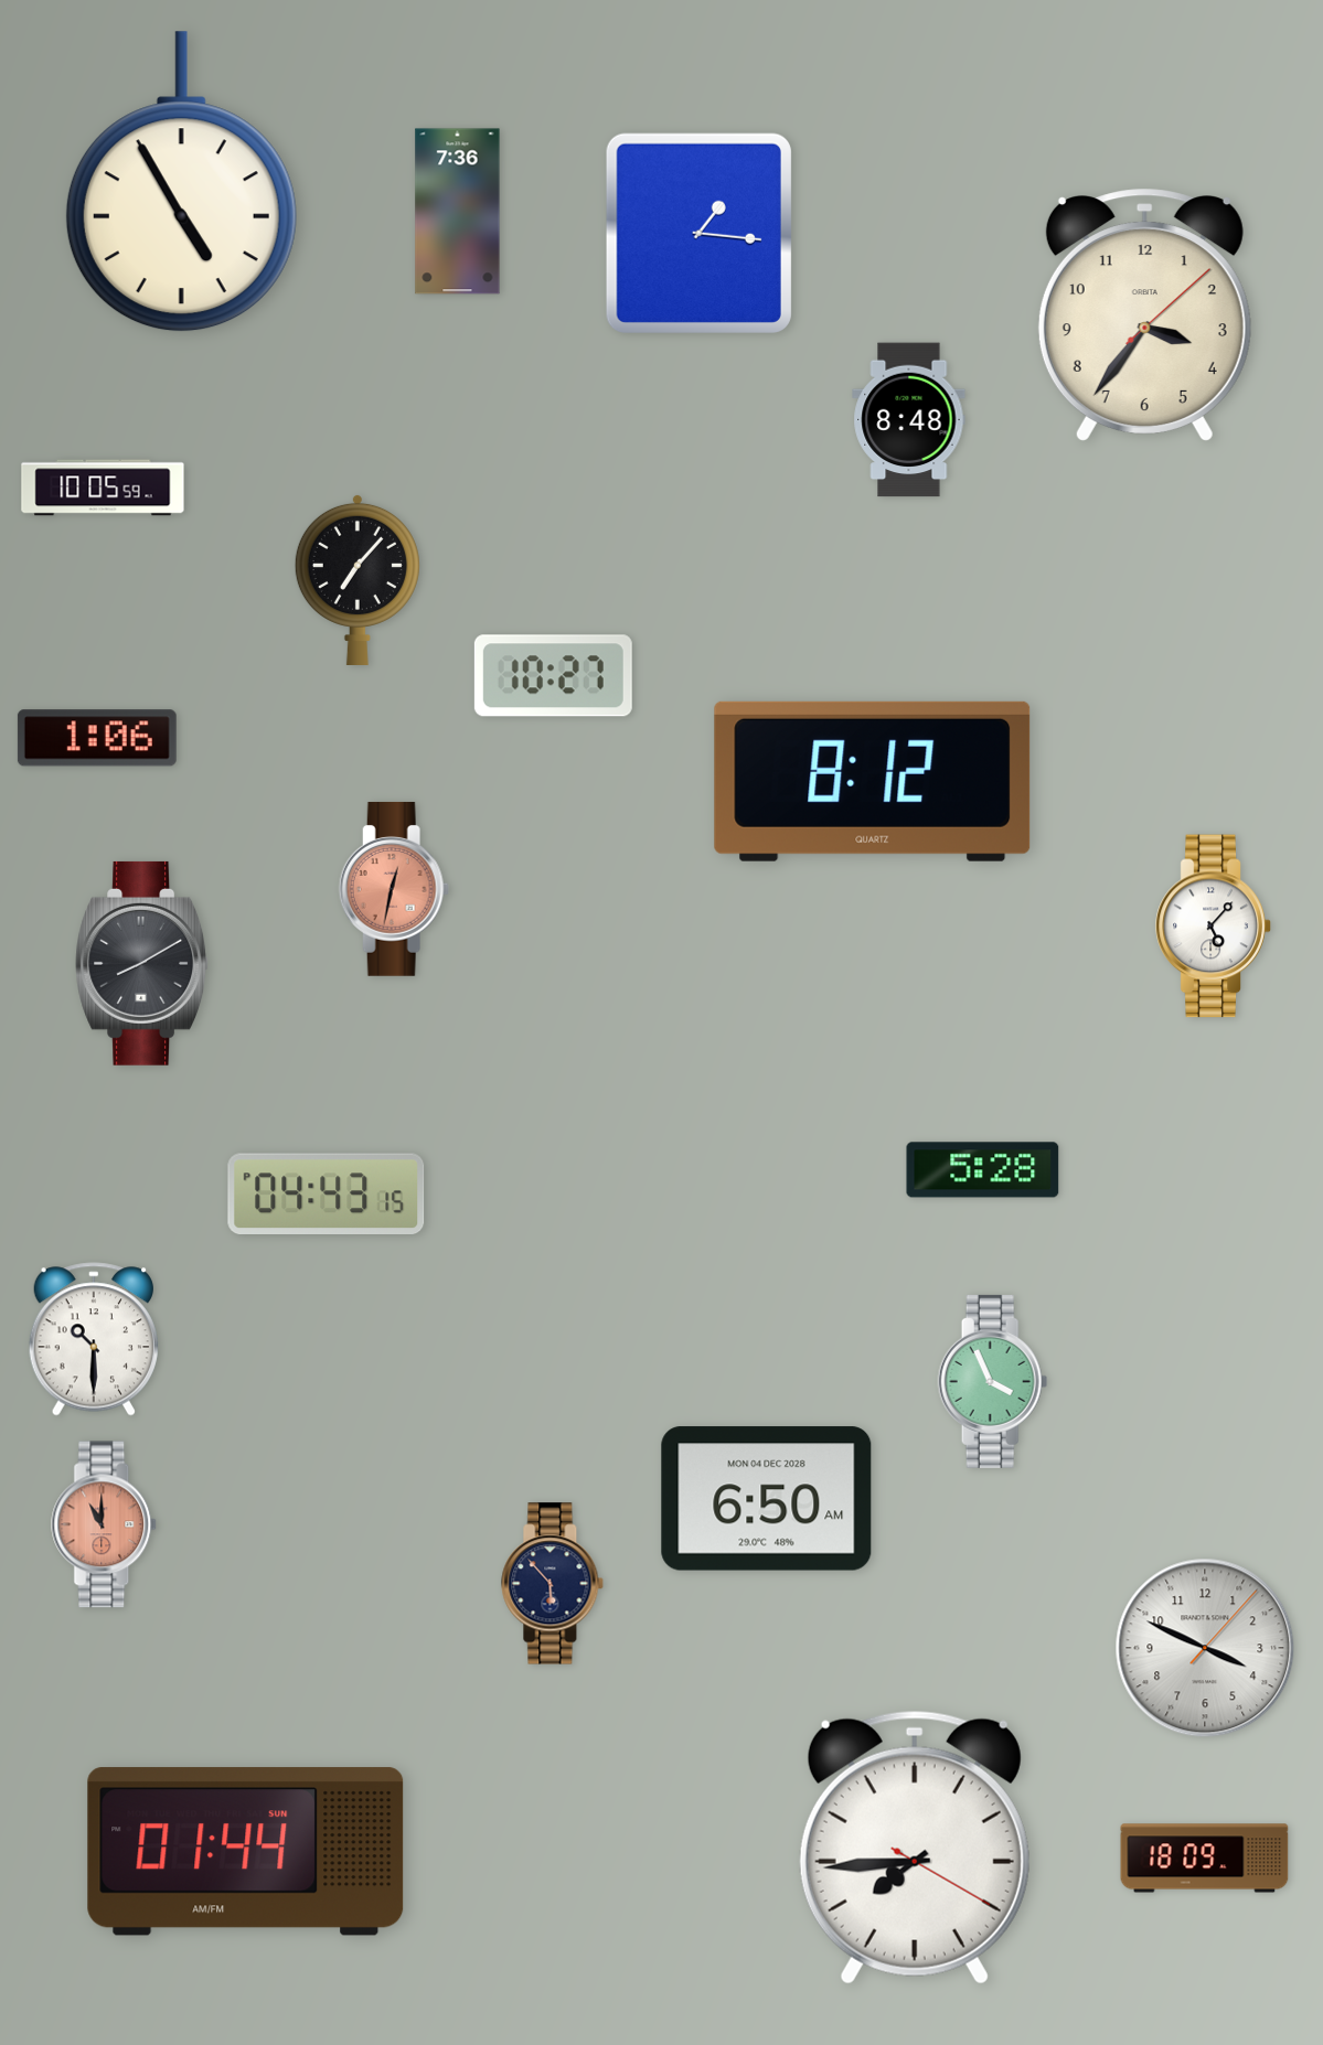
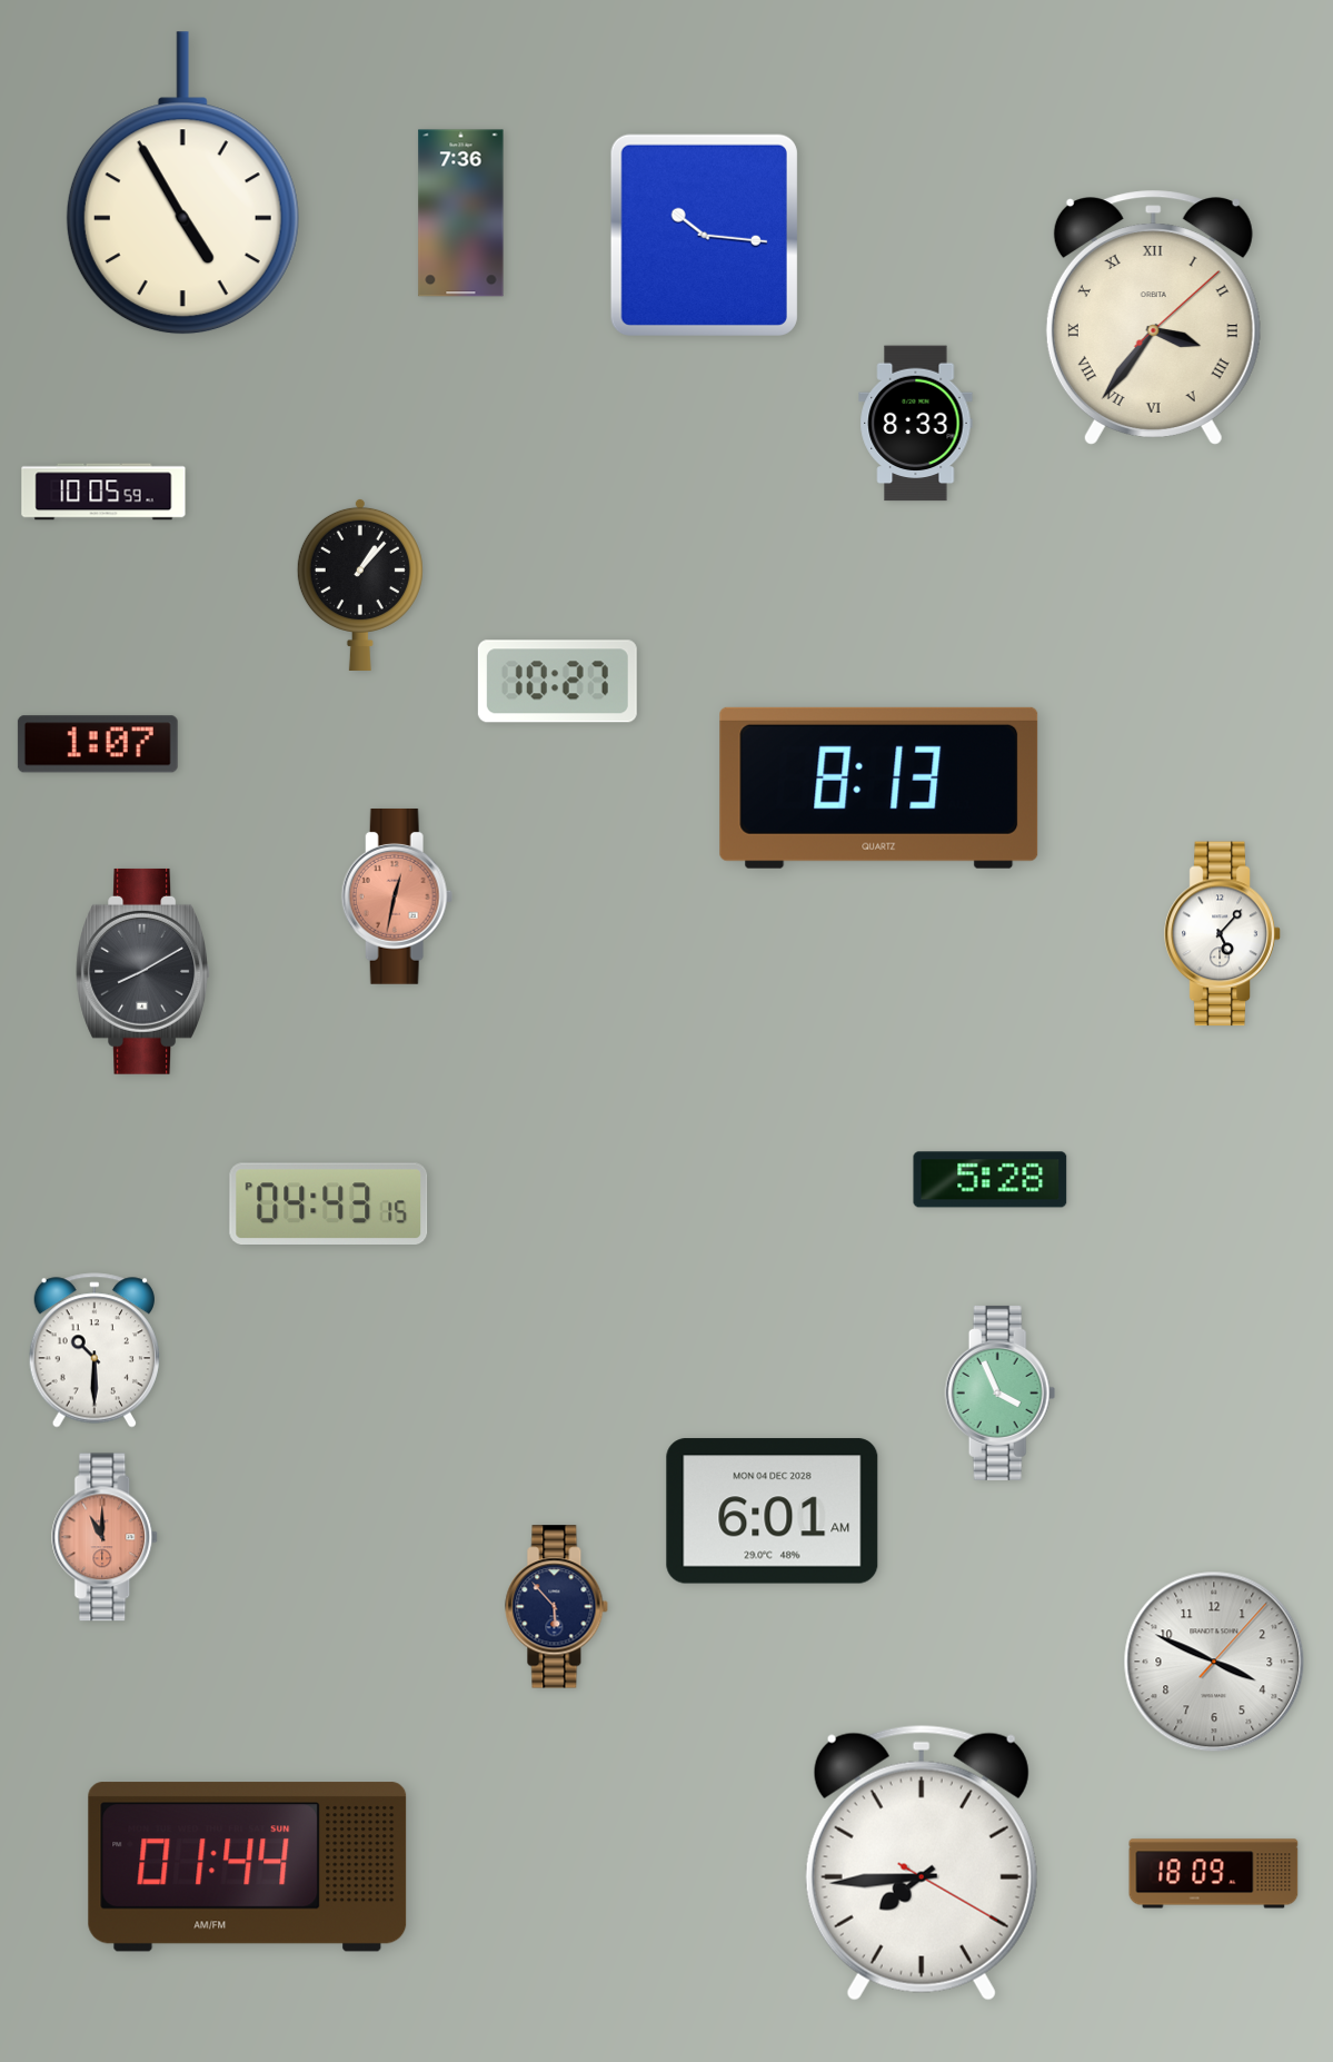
clock at (698, 233): 1:16 -> 10:16
clock at (1144, 314) numerals: Arabic -> Roman
clock at (909, 420): 8:48 -> 8:33
clock at (358, 579): 7:07 -> 1:07
clock at (97, 738): 1:06 -> 1:07
clock at (873, 781): 8:12 -> 8:13
clock at (767, 1499): 6:50 -> 6:01
clock at (553, 1584) position: (553, 1584) -> (557, 1607)
